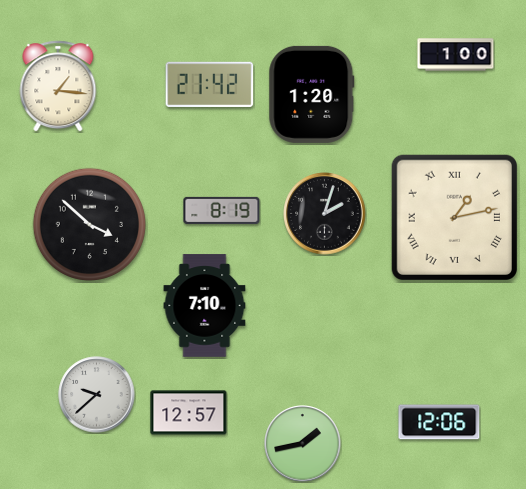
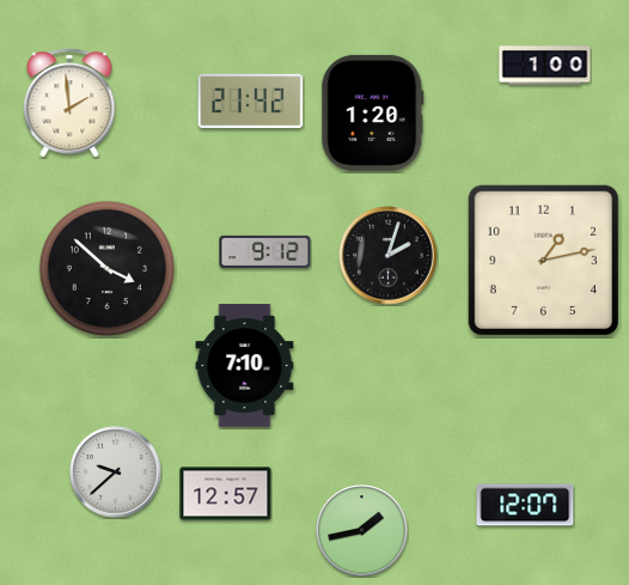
clock at (58, 86): 1:16 -> 1:59
clock at (222, 210): 8:19 -> 9:12
clock at (454, 217) numerals: Roman -> Arabic
clock at (439, 422): 12:06 -> 12:07
